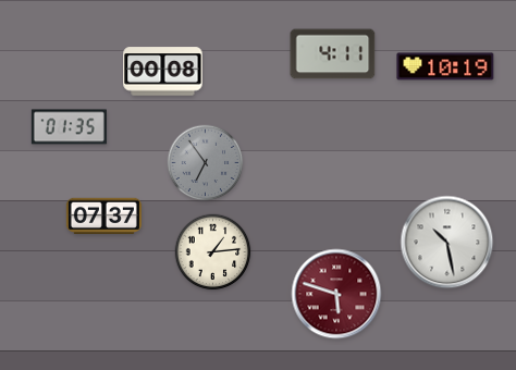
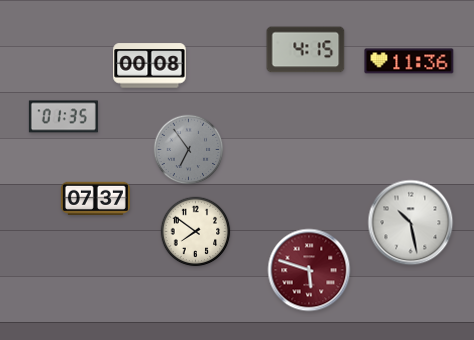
clock at (333, 54): 4:11 -> 4:15
clock at (445, 66): 10:19 -> 11:36
clock at (213, 252): 1:14 -> 7:51
